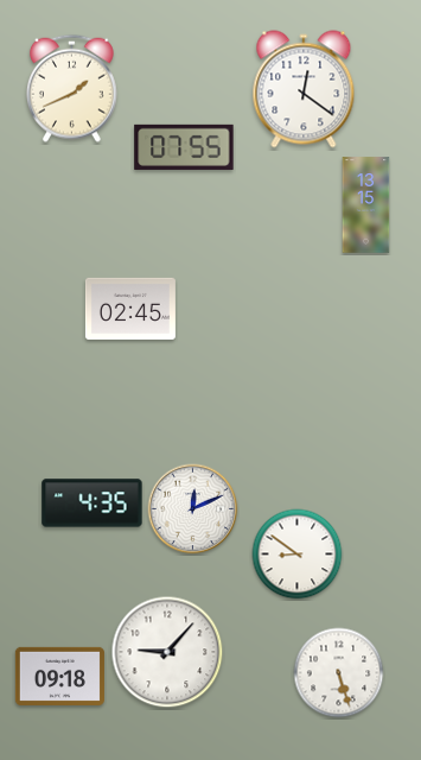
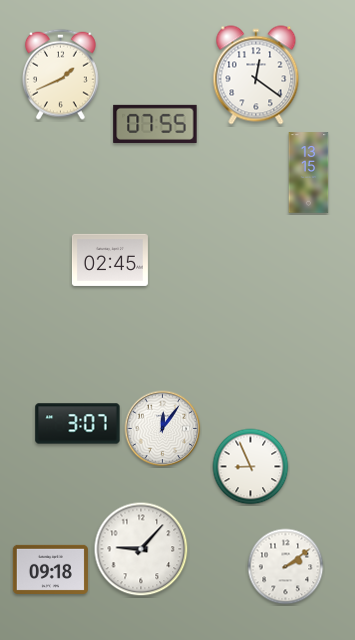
clock at (93, 503): 4:35 -> 3:07
clock at (193, 509): 12:11 -> 12:06
clock at (298, 555): 8:51 -> 8:56
clock at (339, 673): 5:27 -> 2:09
